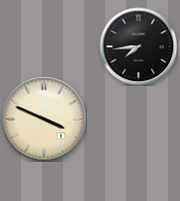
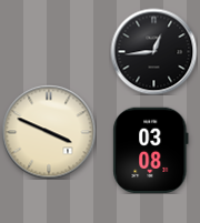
clock at (138, 46): 7:44 -> 12:44
clock at (151, 150): none -> 03:08
